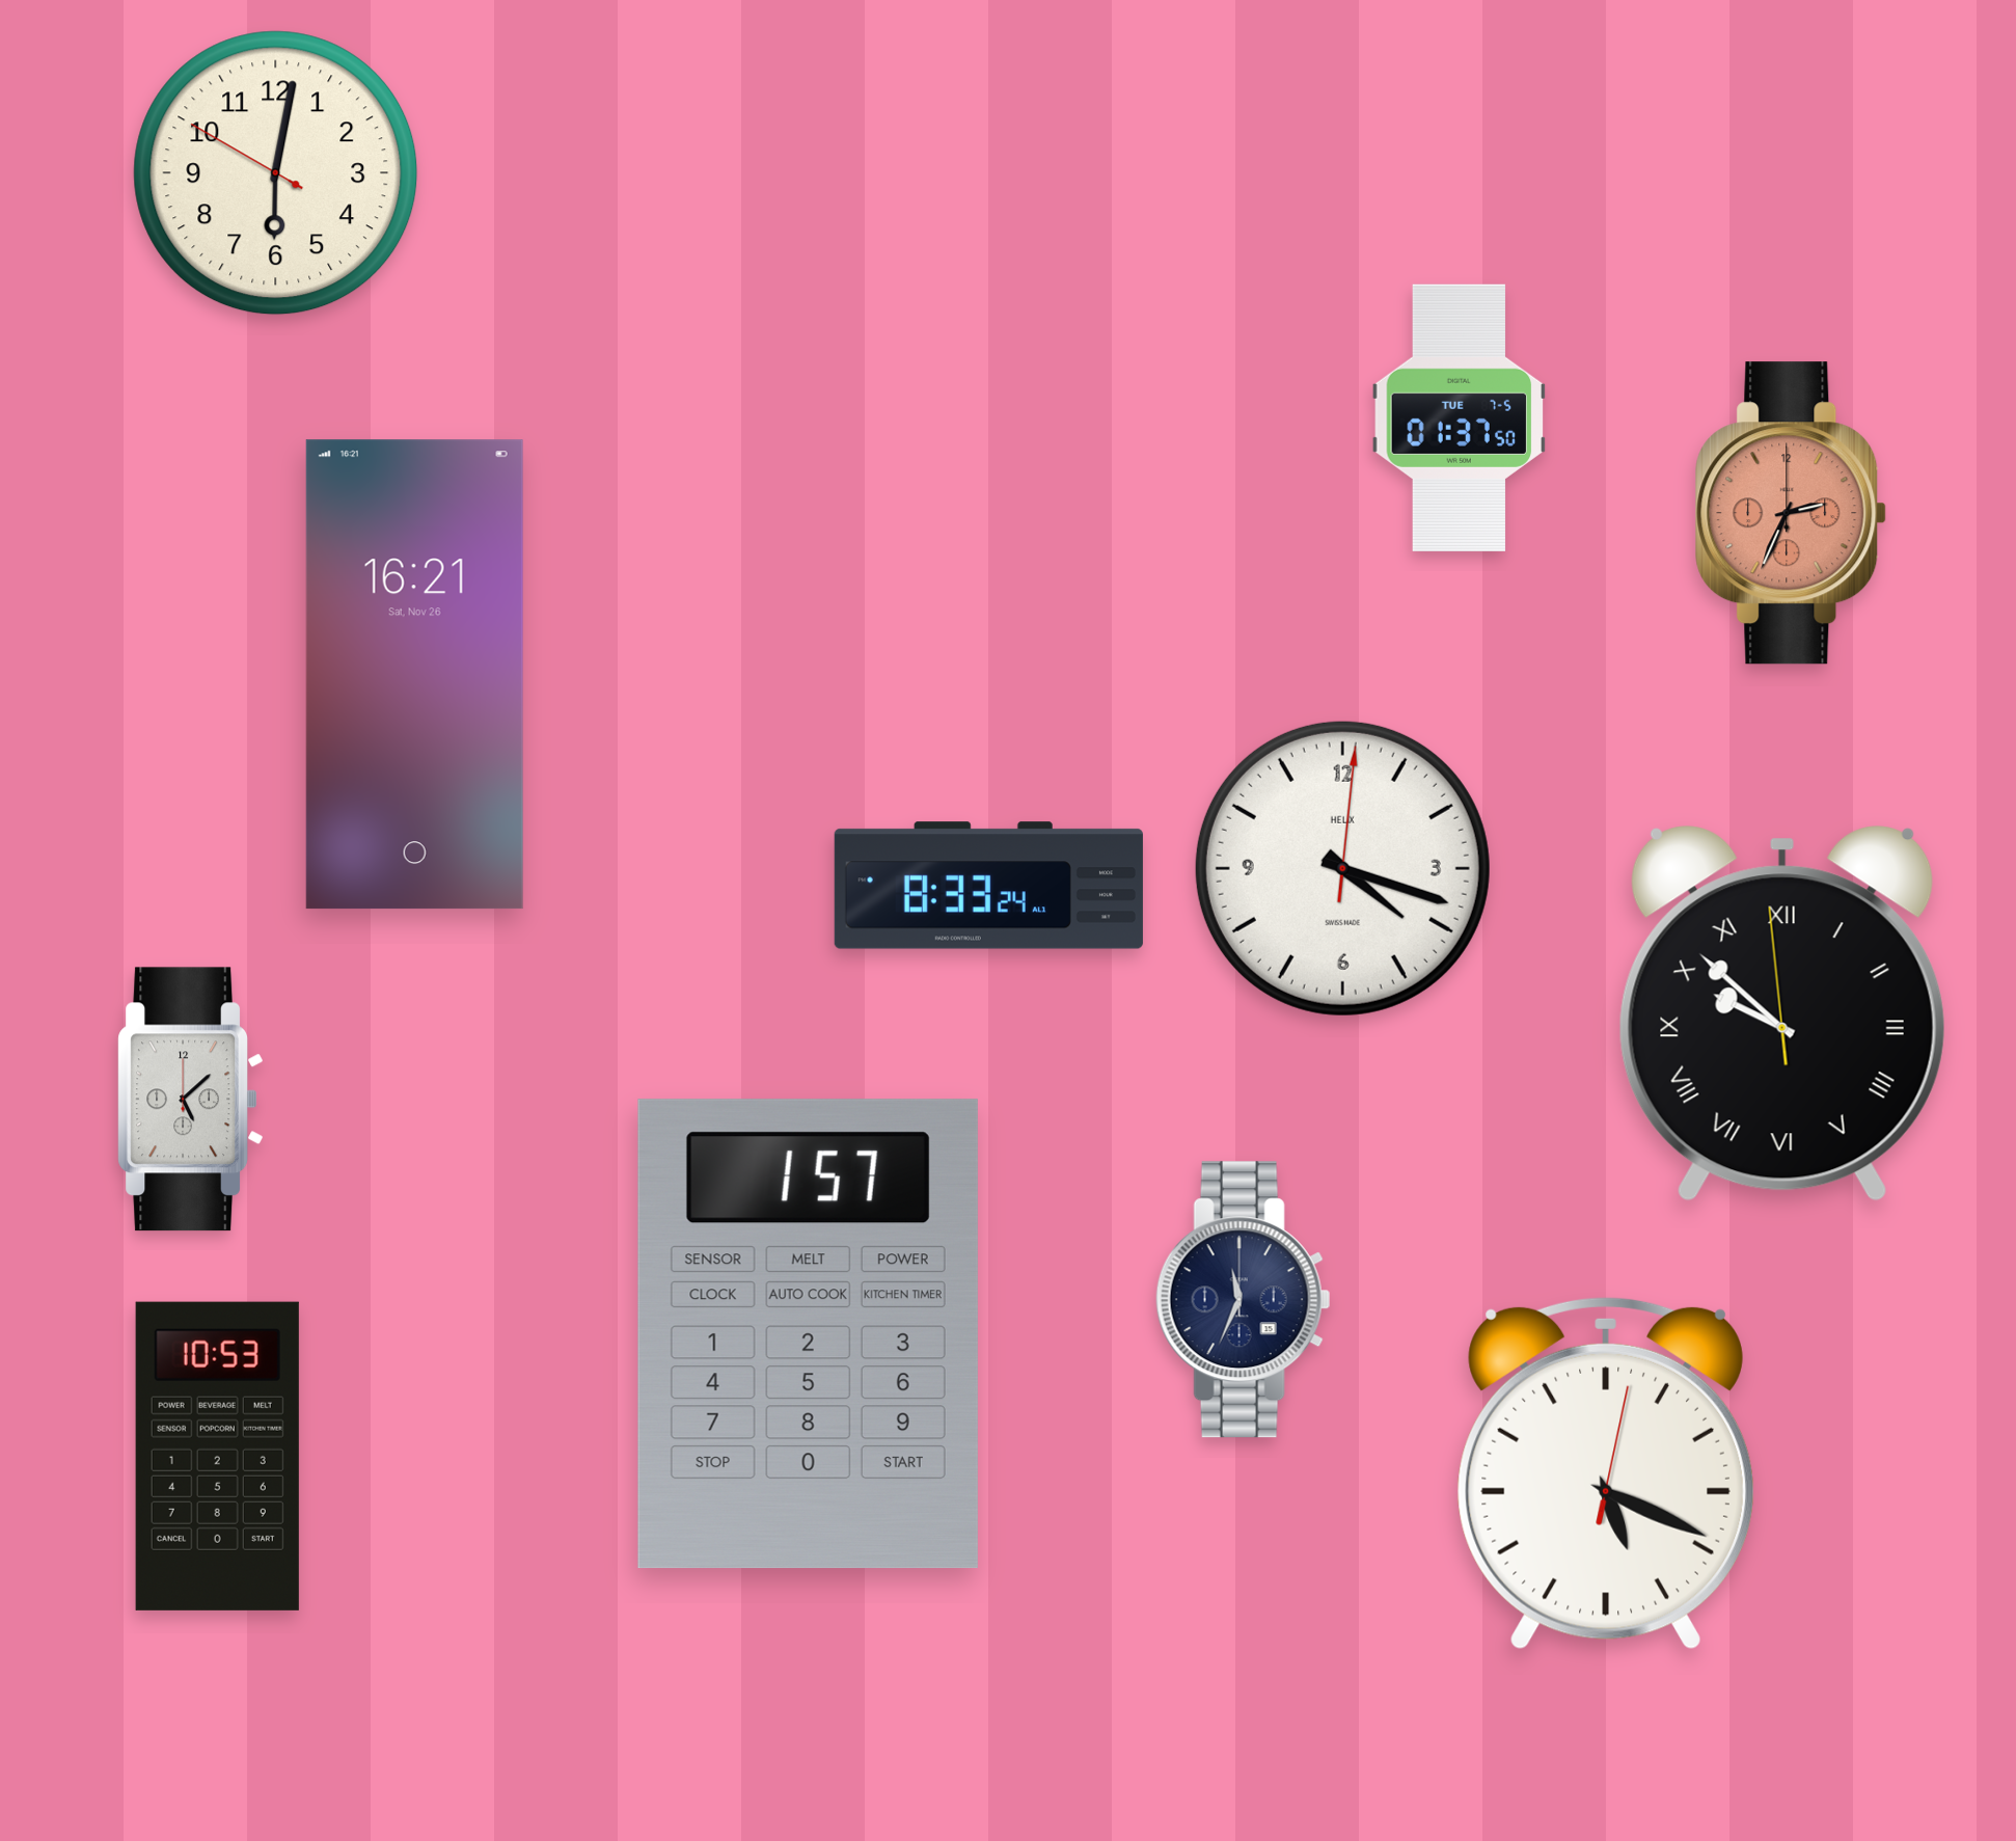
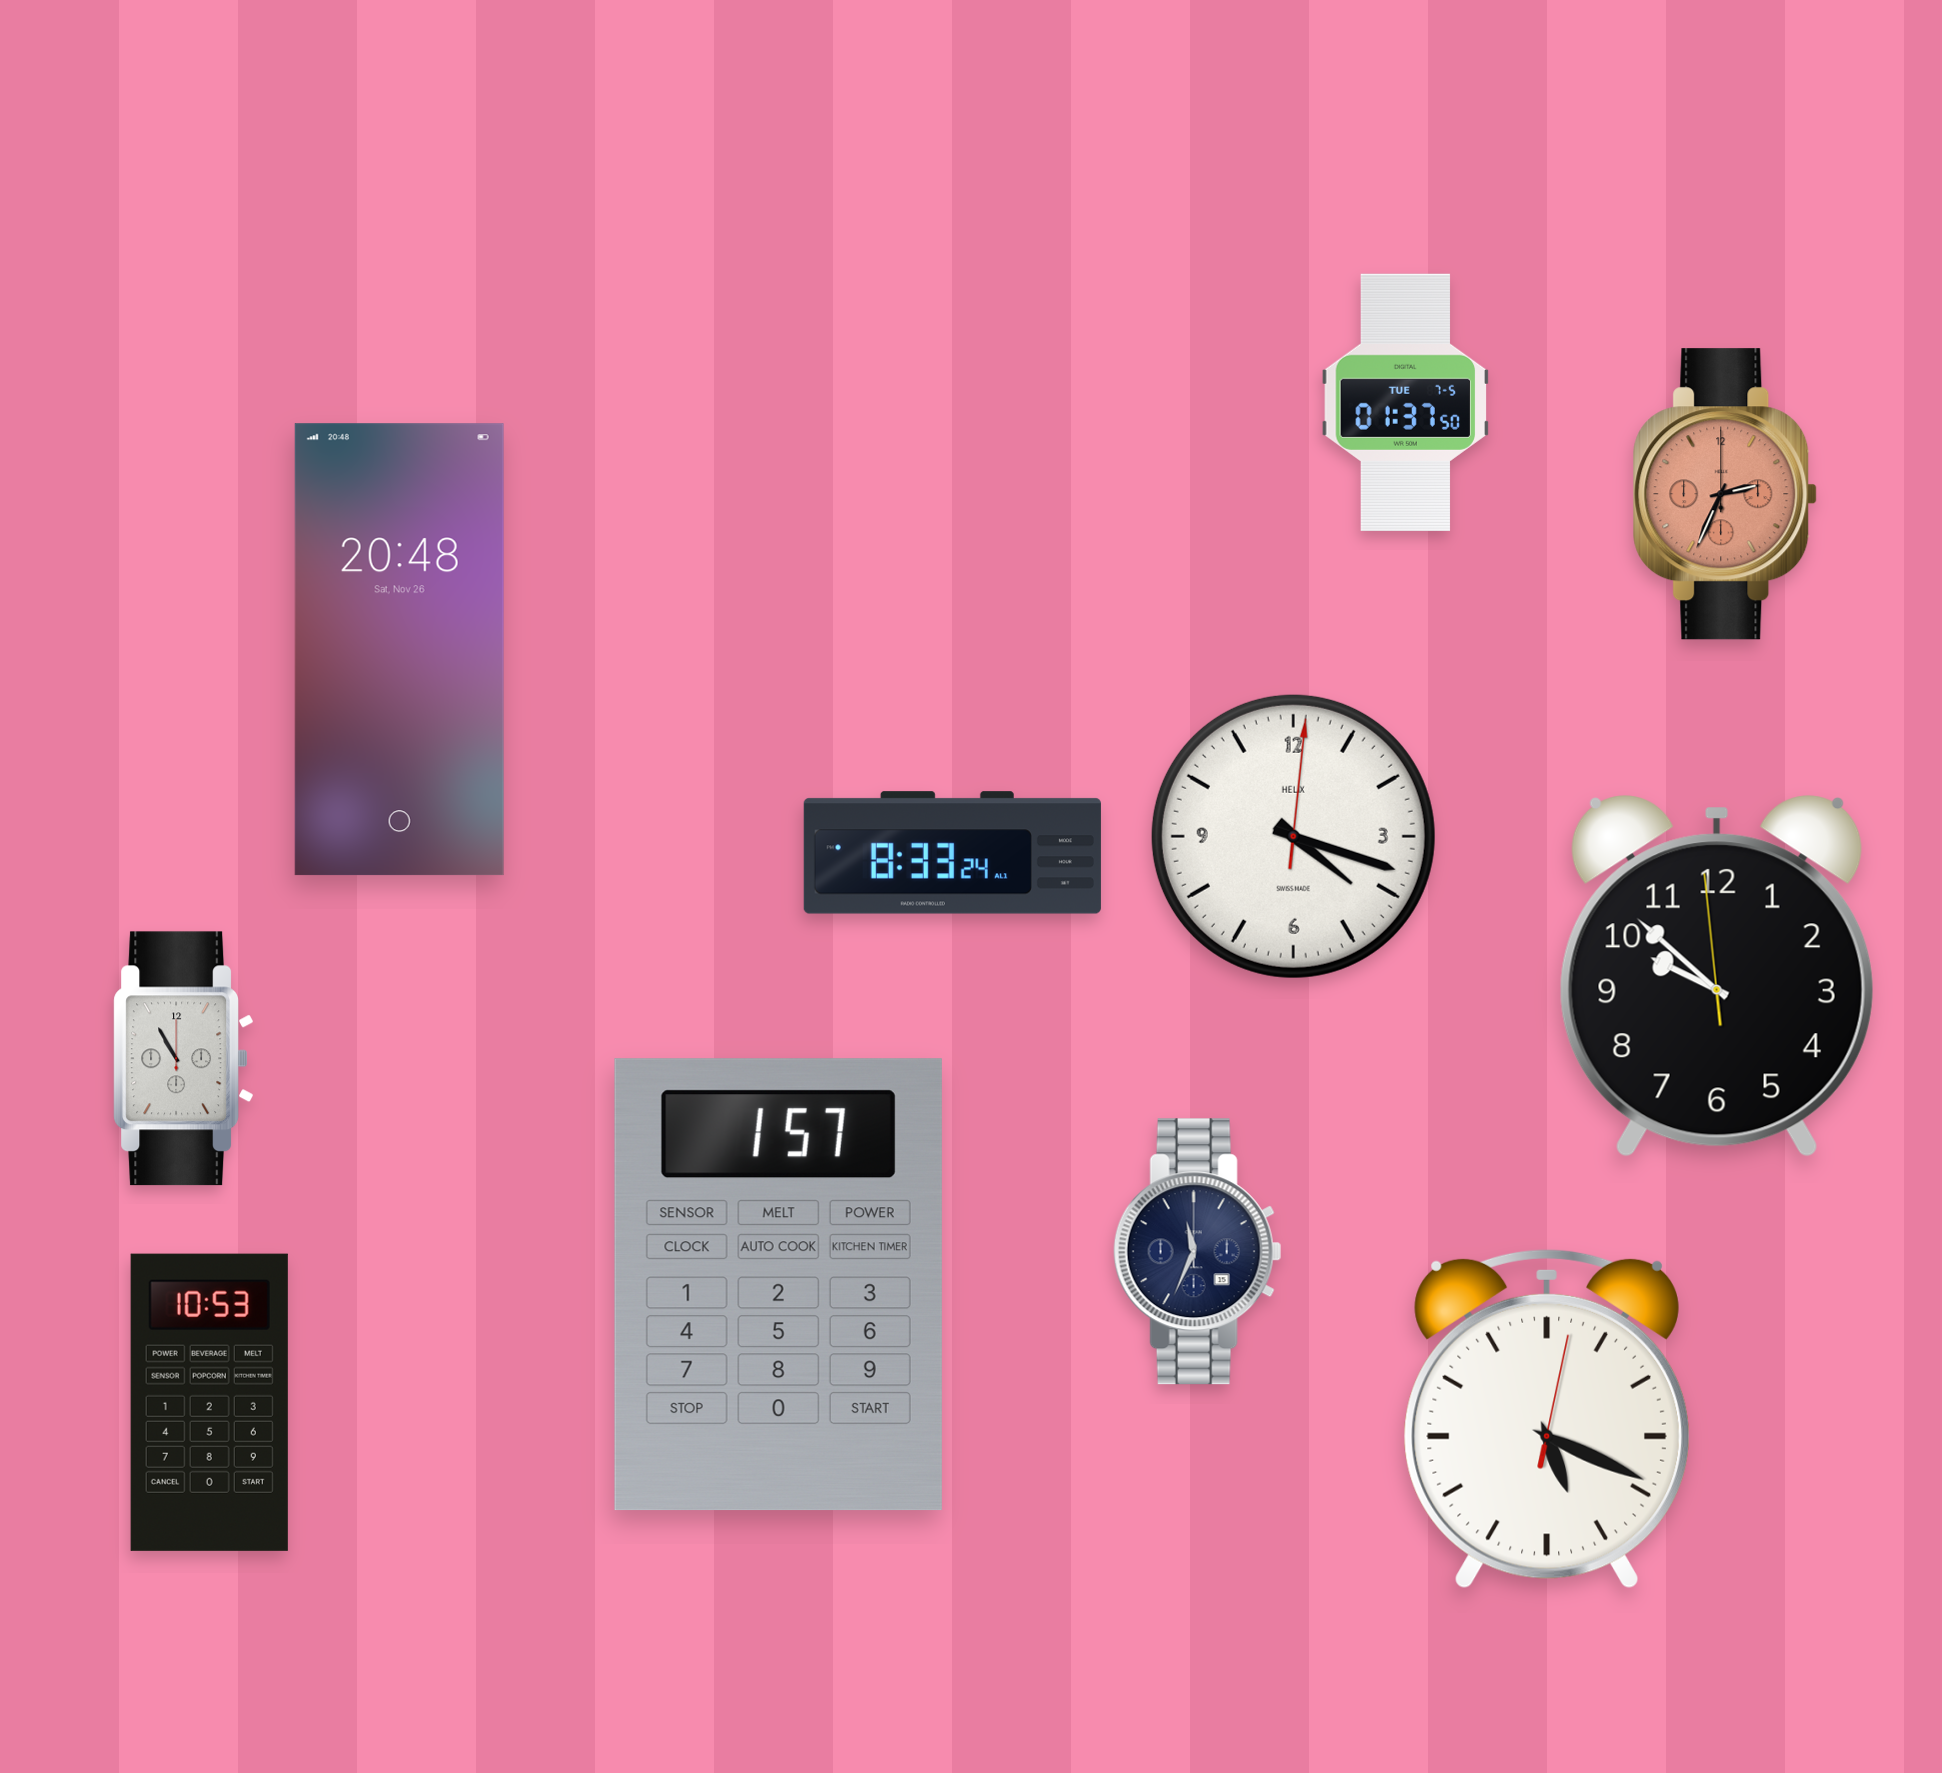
clock at (276, 173): 6:01 -> none
clock at (414, 675): 16:21 -> 20:48
clock at (1782, 1013) numerals: Roman -> Arabic
clock at (190, 1100): 5:08 -> 10:55
